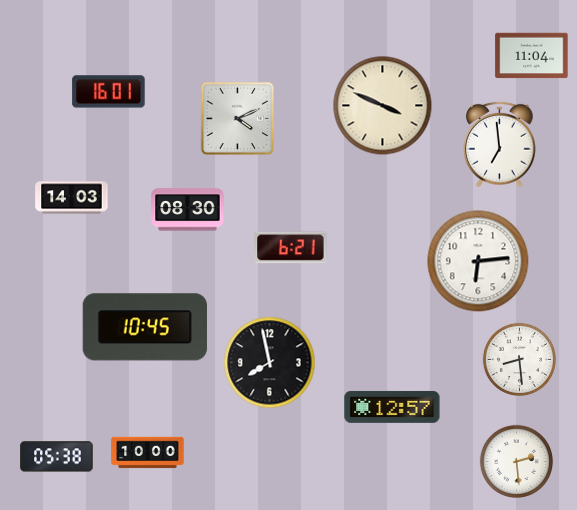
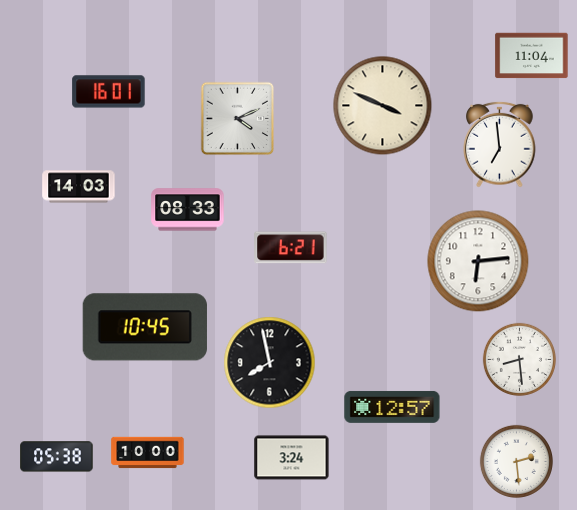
clock at (72, 198) position: (72, 198) -> (79, 187)
clock at (188, 210): 08:30 -> 08:33
clock at (292, 458): none -> 3:24
